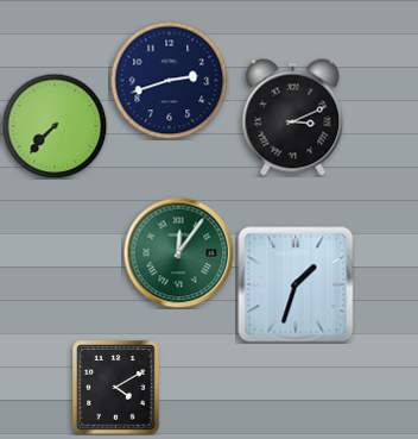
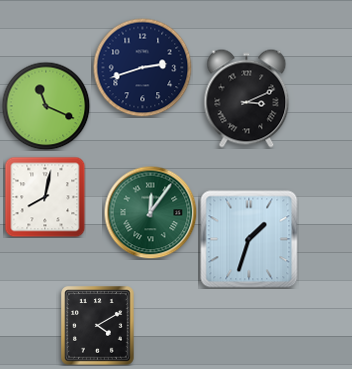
clock at (55, 126): 7:37 -> 11:19
clock at (45, 197): none -> 8:02
